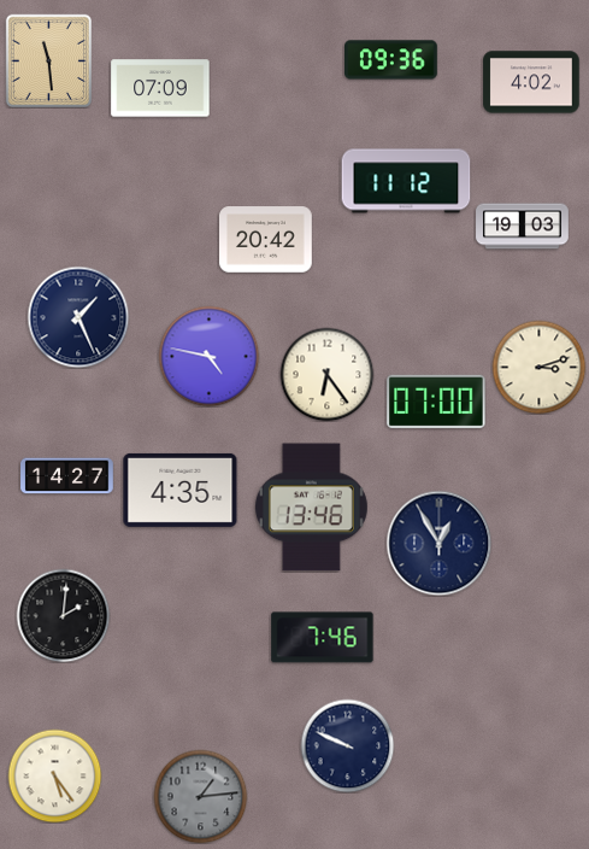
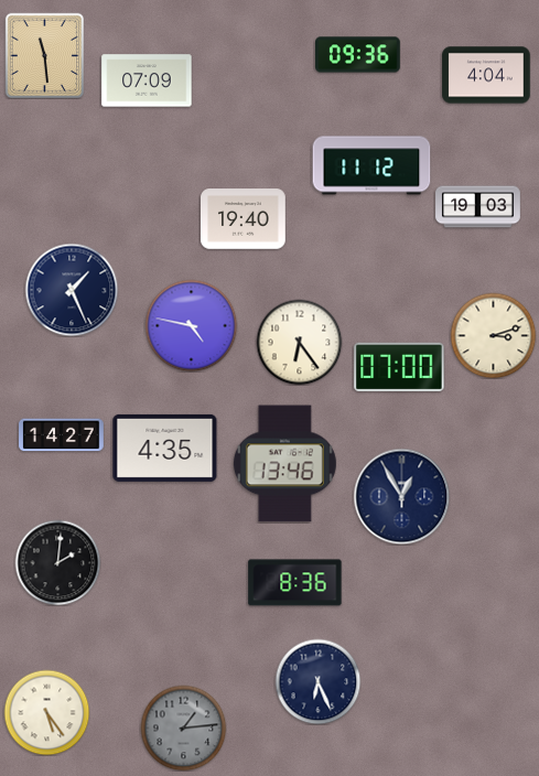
clock at (531, 82): 4:02 -> 4:04
clock at (266, 240): 20:42 -> 19:40
clock at (323, 638): 7:46 -> 8:36
clock at (347, 745): 9:49 -> 6:26
clock at (54, 775) position: (54, 775) -> (46, 712)
